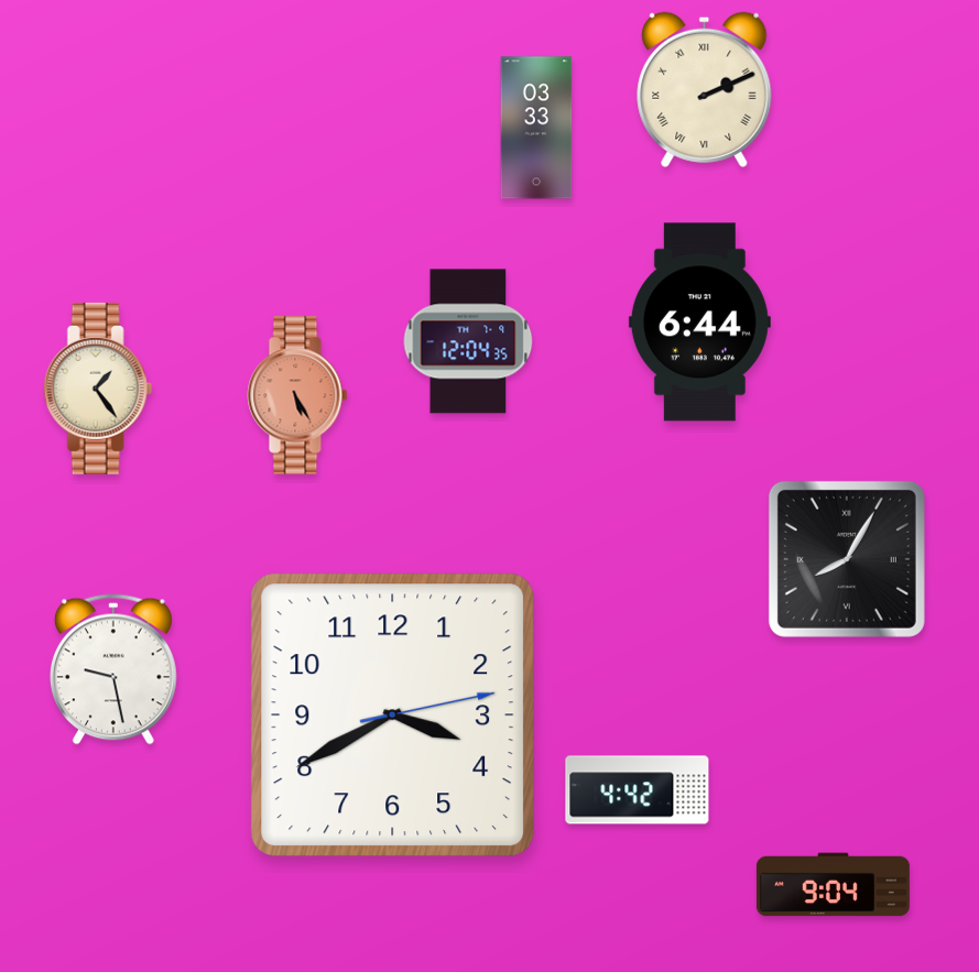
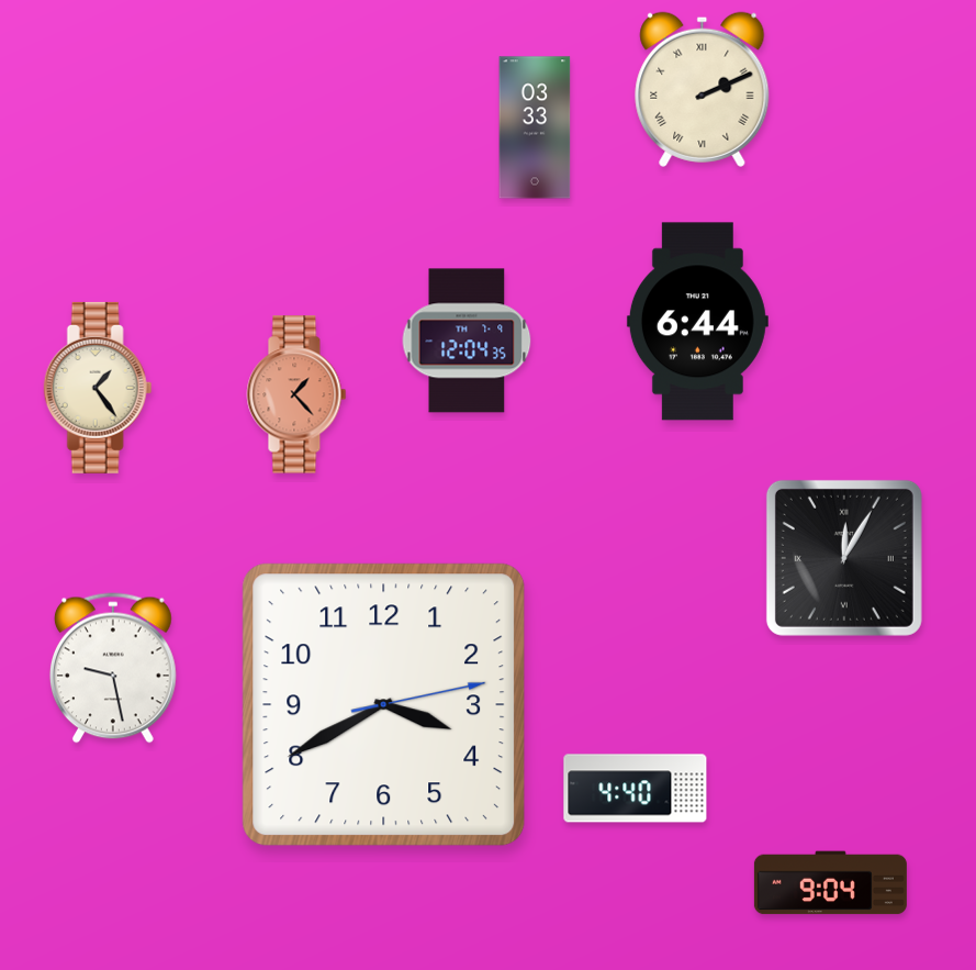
clock at (297, 395): 5:25 -> 1:23
clock at (847, 559): 8:05 -> 12:05
clock at (393, 716) position: (393, 716) -> (384, 705)
clock at (638, 790): 4:42 -> 4:40
